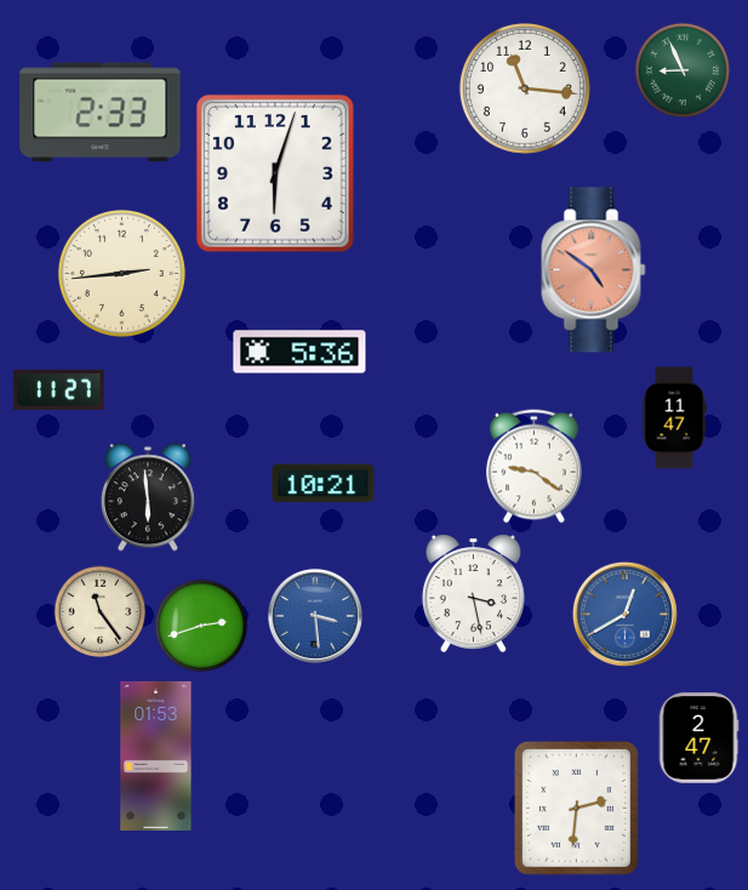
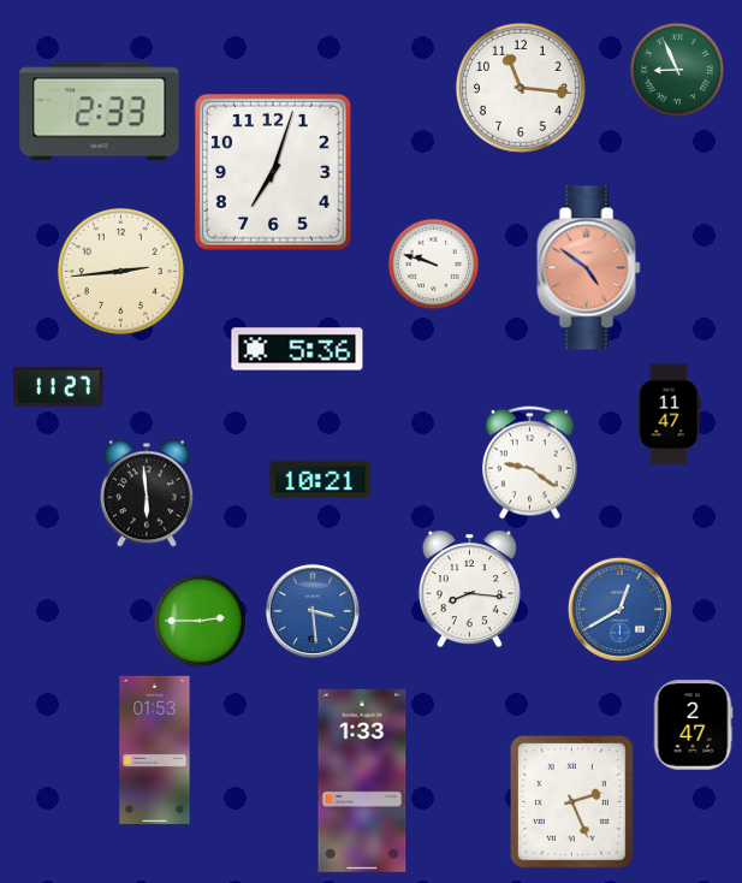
clock at (275, 173): 6:03 -> 7:03
clock at (434, 265): none -> 9:48
clock at (473, 593): 3:28 -> 8:16
clock at (101, 612): 11:24 -> none
clock at (201, 626): 2:42 -> 2:45
clock at (698, 738) position: (698, 738) -> (693, 725)
clock at (362, 781): none -> 1:33
clock at (576, 808): 2:31 -> 2:26
